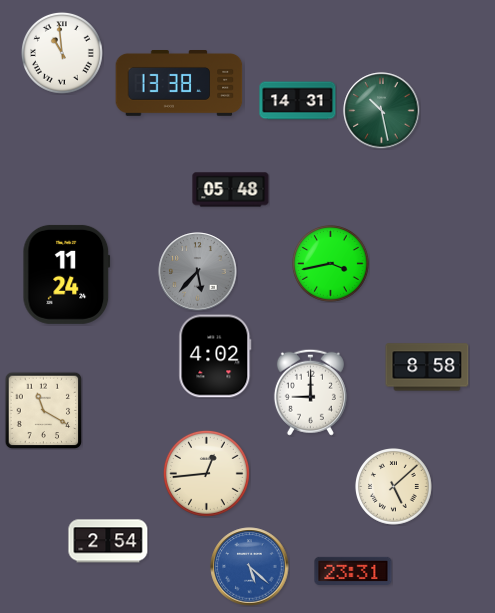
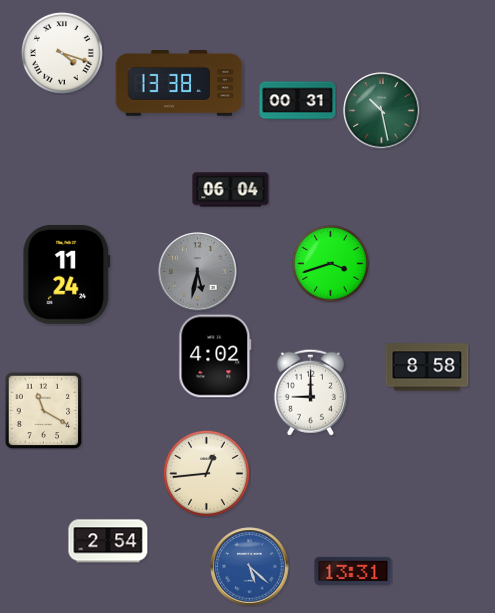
clock at (62, 53): 10:59 -> 4:18
clock at (298, 101): 14:31 -> 00:31
clock at (231, 190): 05:48 -> 06:04
clock at (331, 264): 3:43 -> 3:42
clock at (198, 272): 5:37 -> 5:32
clock at (394, 487): 5:08 -> none
clock at (353, 571): 23:31 -> 13:31
